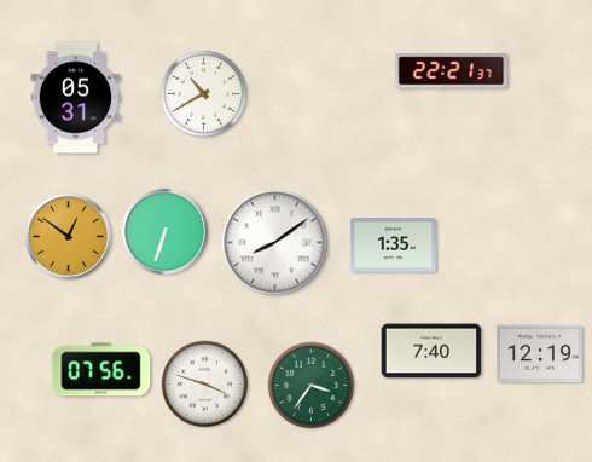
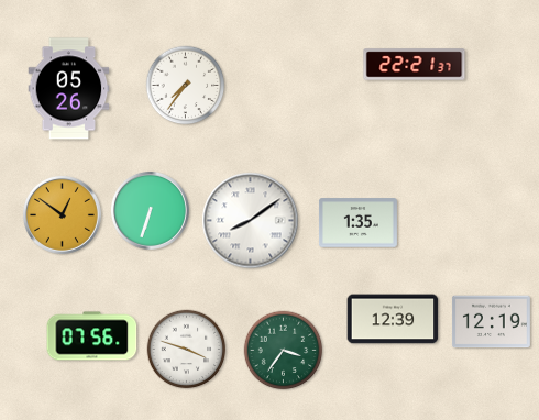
clock at (452, 71) position: (452, 71) -> (415, 65)
clock at (204, 94): 10:40 -> 7:36
clock at (76, 98): 05:31 -> 05:26
clock at (431, 351): 7:40 -> 12:39
